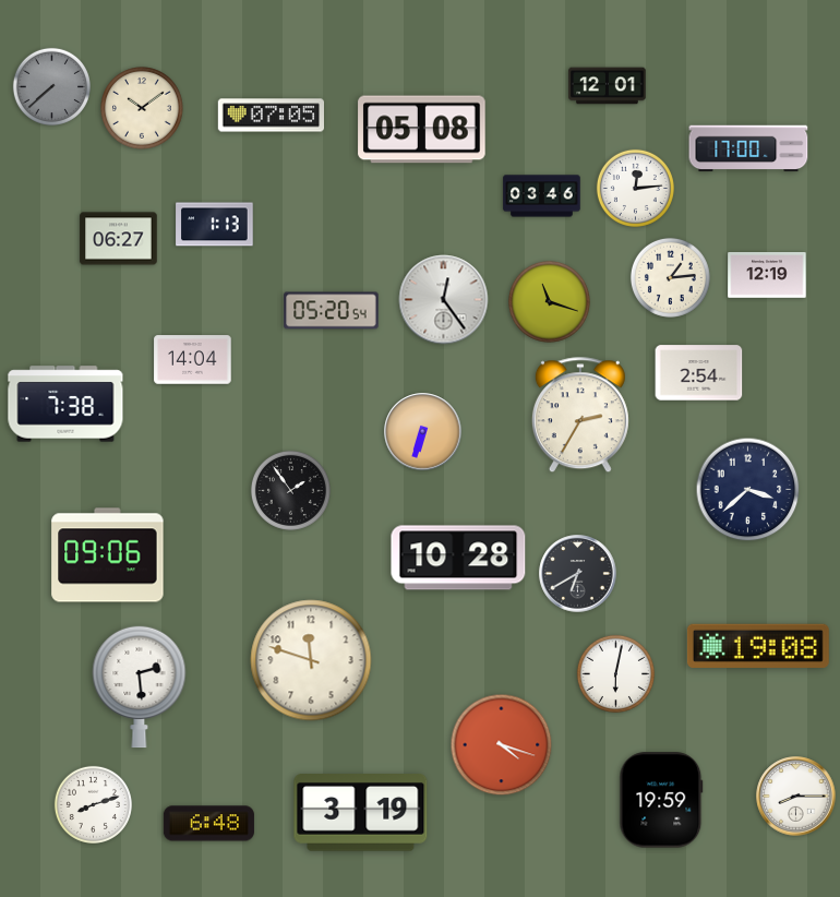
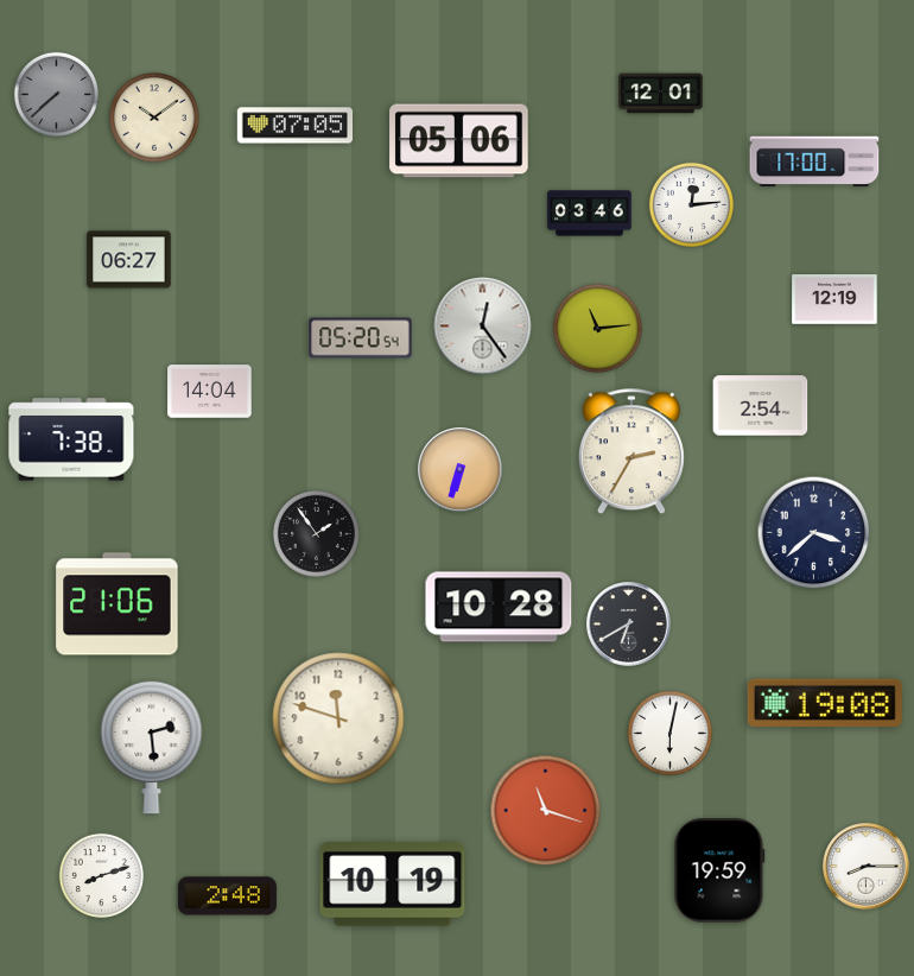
clock at (422, 130): 05:08 -> 05:06
clock at (215, 225): 1:13 -> none
clock at (670, 277): 1:14 -> none
clock at (550, 302): 11:18 -> 11:14
clock at (108, 555): 09:06 -> 21:06
clock at (502, 745): 4:18 -> 11:18
clock at (361, 813): 3:19 -> 10:19
clock at (208, 824): 6:48 -> 2:48
